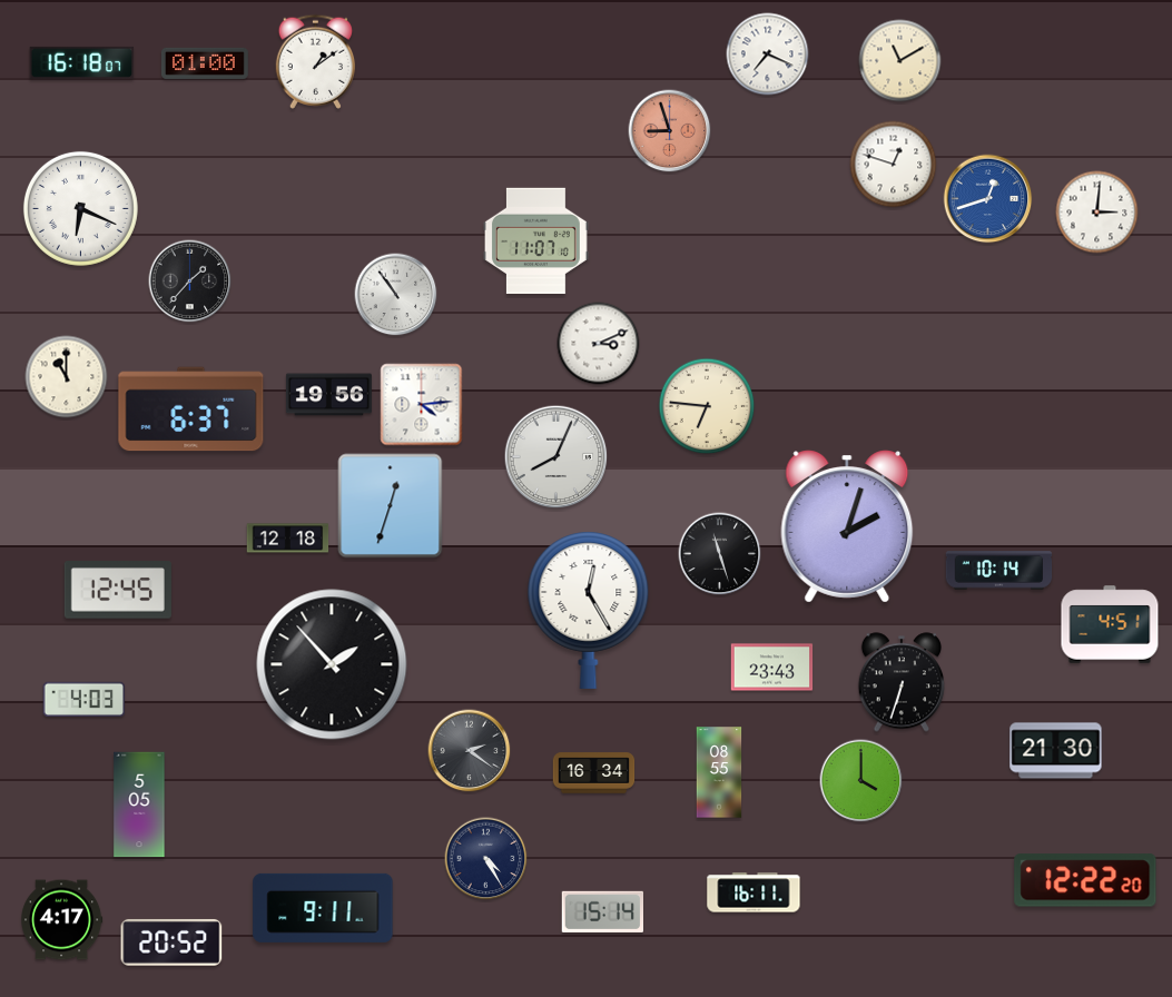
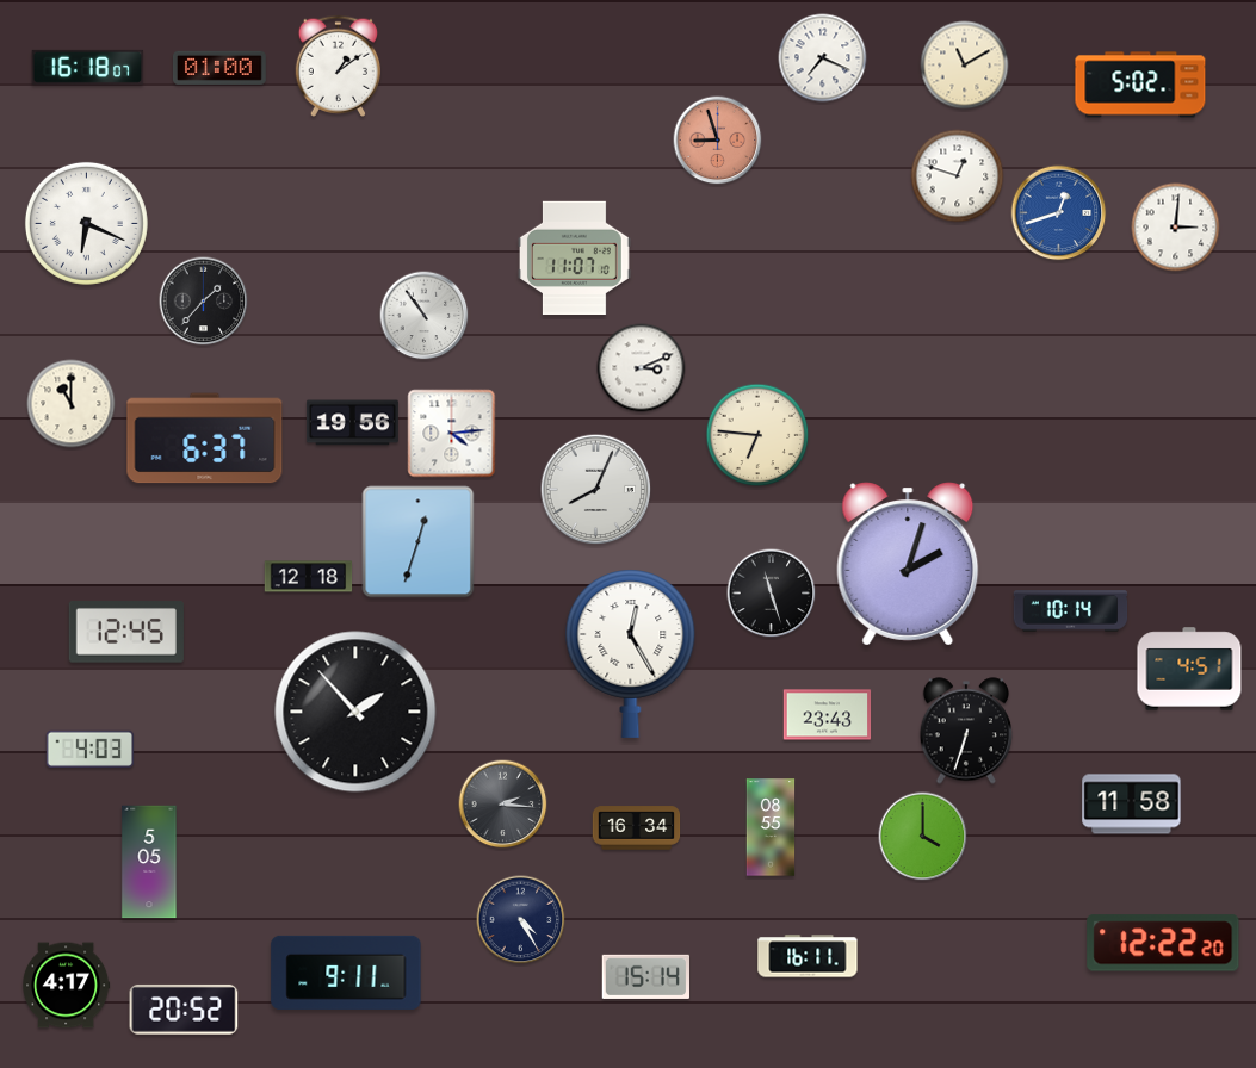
clock at (1140, 85): none -> 5:02
clock at (470, 751): 2:21 -> 2:16
clock at (1056, 751): 21:30 -> 11:58
